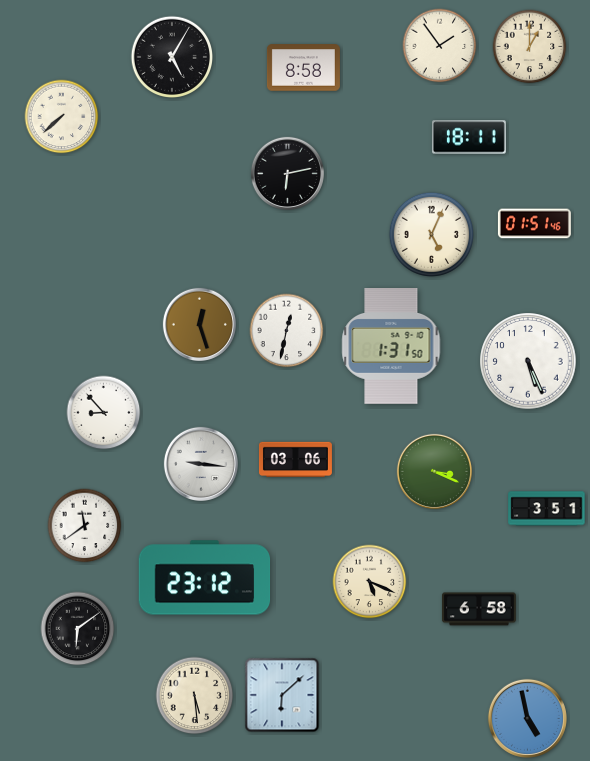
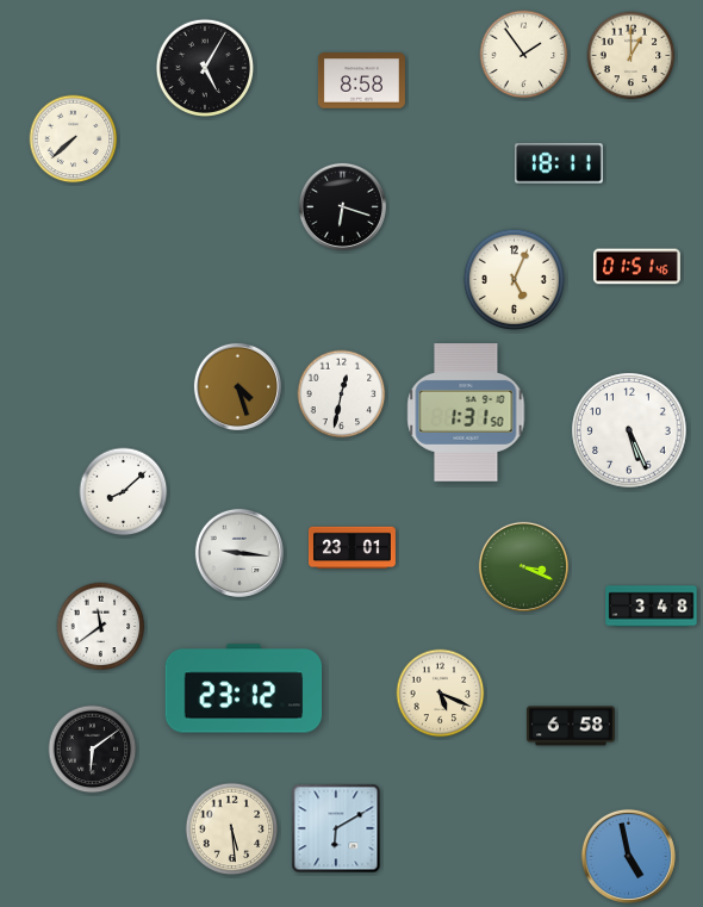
clock at (287, 173): 6:13 -> 6:18
clock at (199, 324): 12:27 -> 4:27
clock at (104, 413): 8:53 -> 8:08
clock at (295, 460): 03:06 -> 23:01
clock at (434, 471) position: (434, 471) -> (523, 566)
clock at (547, 509): 3:51 -> 3:48
clock at (282, 695): 6:08 -> 6:10
